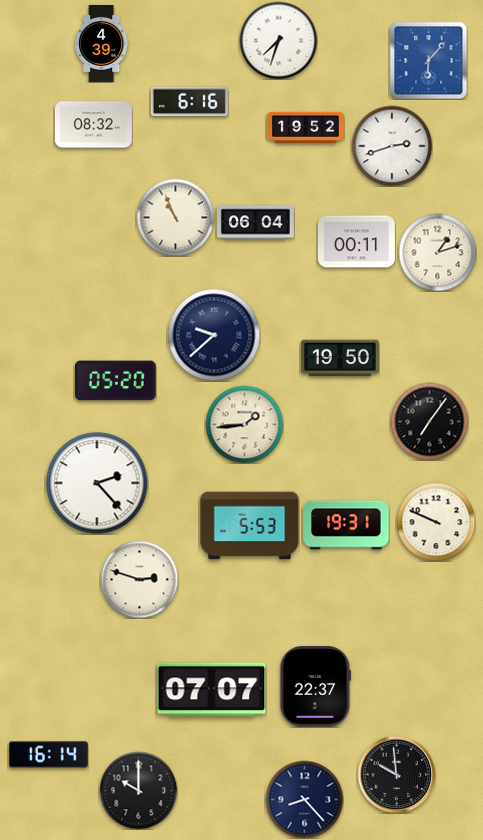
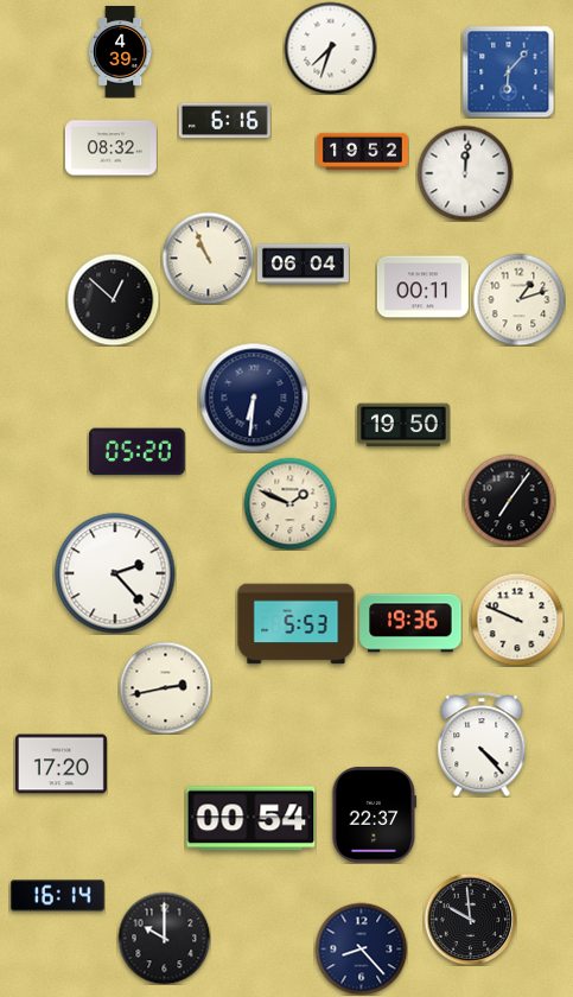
clock at (392, 146): 2:42 -> 12:01
clock at (113, 299): none -> 12:52
clock at (214, 335): 9:38 -> 6:31
clock at (244, 424): 1:44 -> 1:49
clock at (346, 525): 19:31 -> 19:36
clock at (139, 579): 2:48 -> 2:43
clock at (482, 744): none -> 4:23
clock at (61, 764): none -> 17:20
clock at (212, 690): 07:07 -> 00:54
